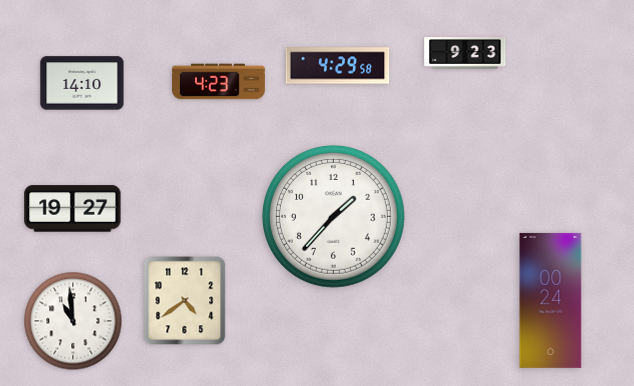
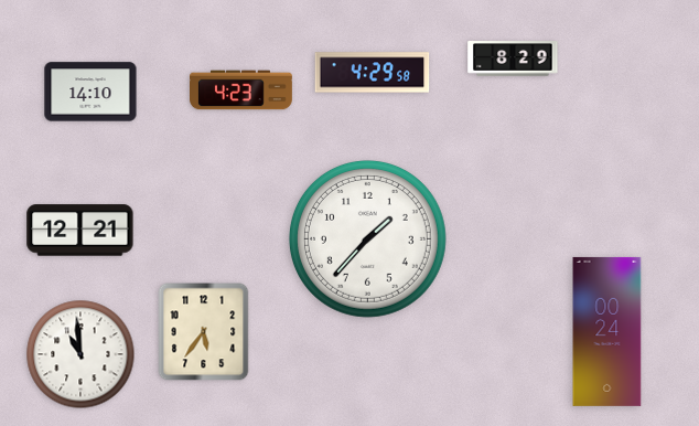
clock at (465, 53): 9:23 -> 8:29
clock at (73, 209): 19:27 -> 12:21
clock at (185, 301): 4:39 -> 5:36
